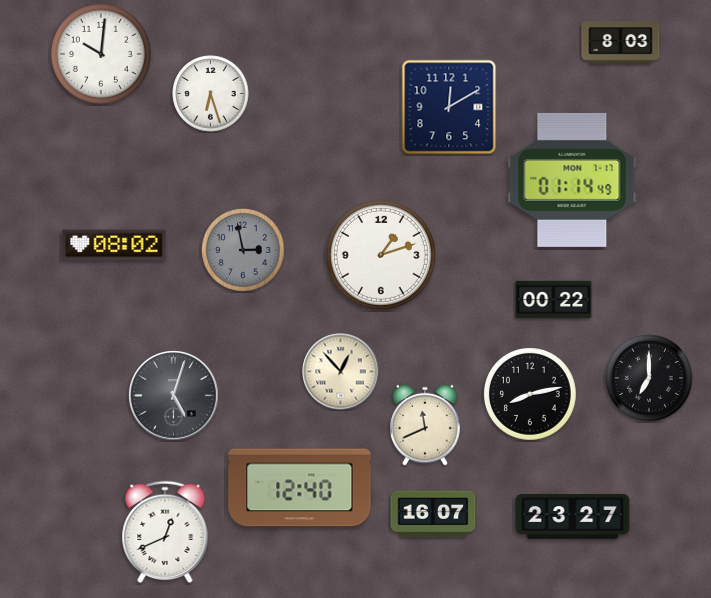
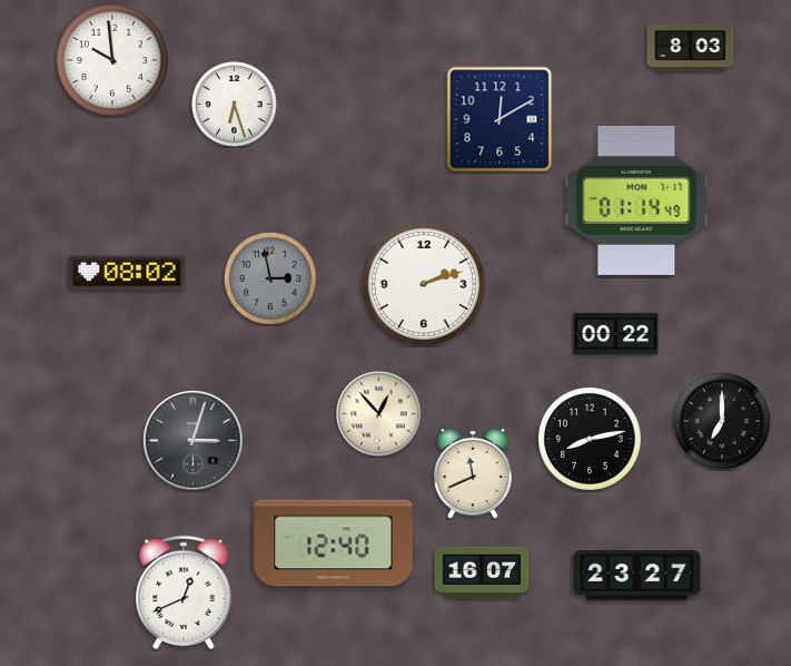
clock at (101, 54): 10:01 -> 9:59
clock at (381, 255): 1:12 -> 2:12
clock at (174, 396): 5:03 -> 3:03
